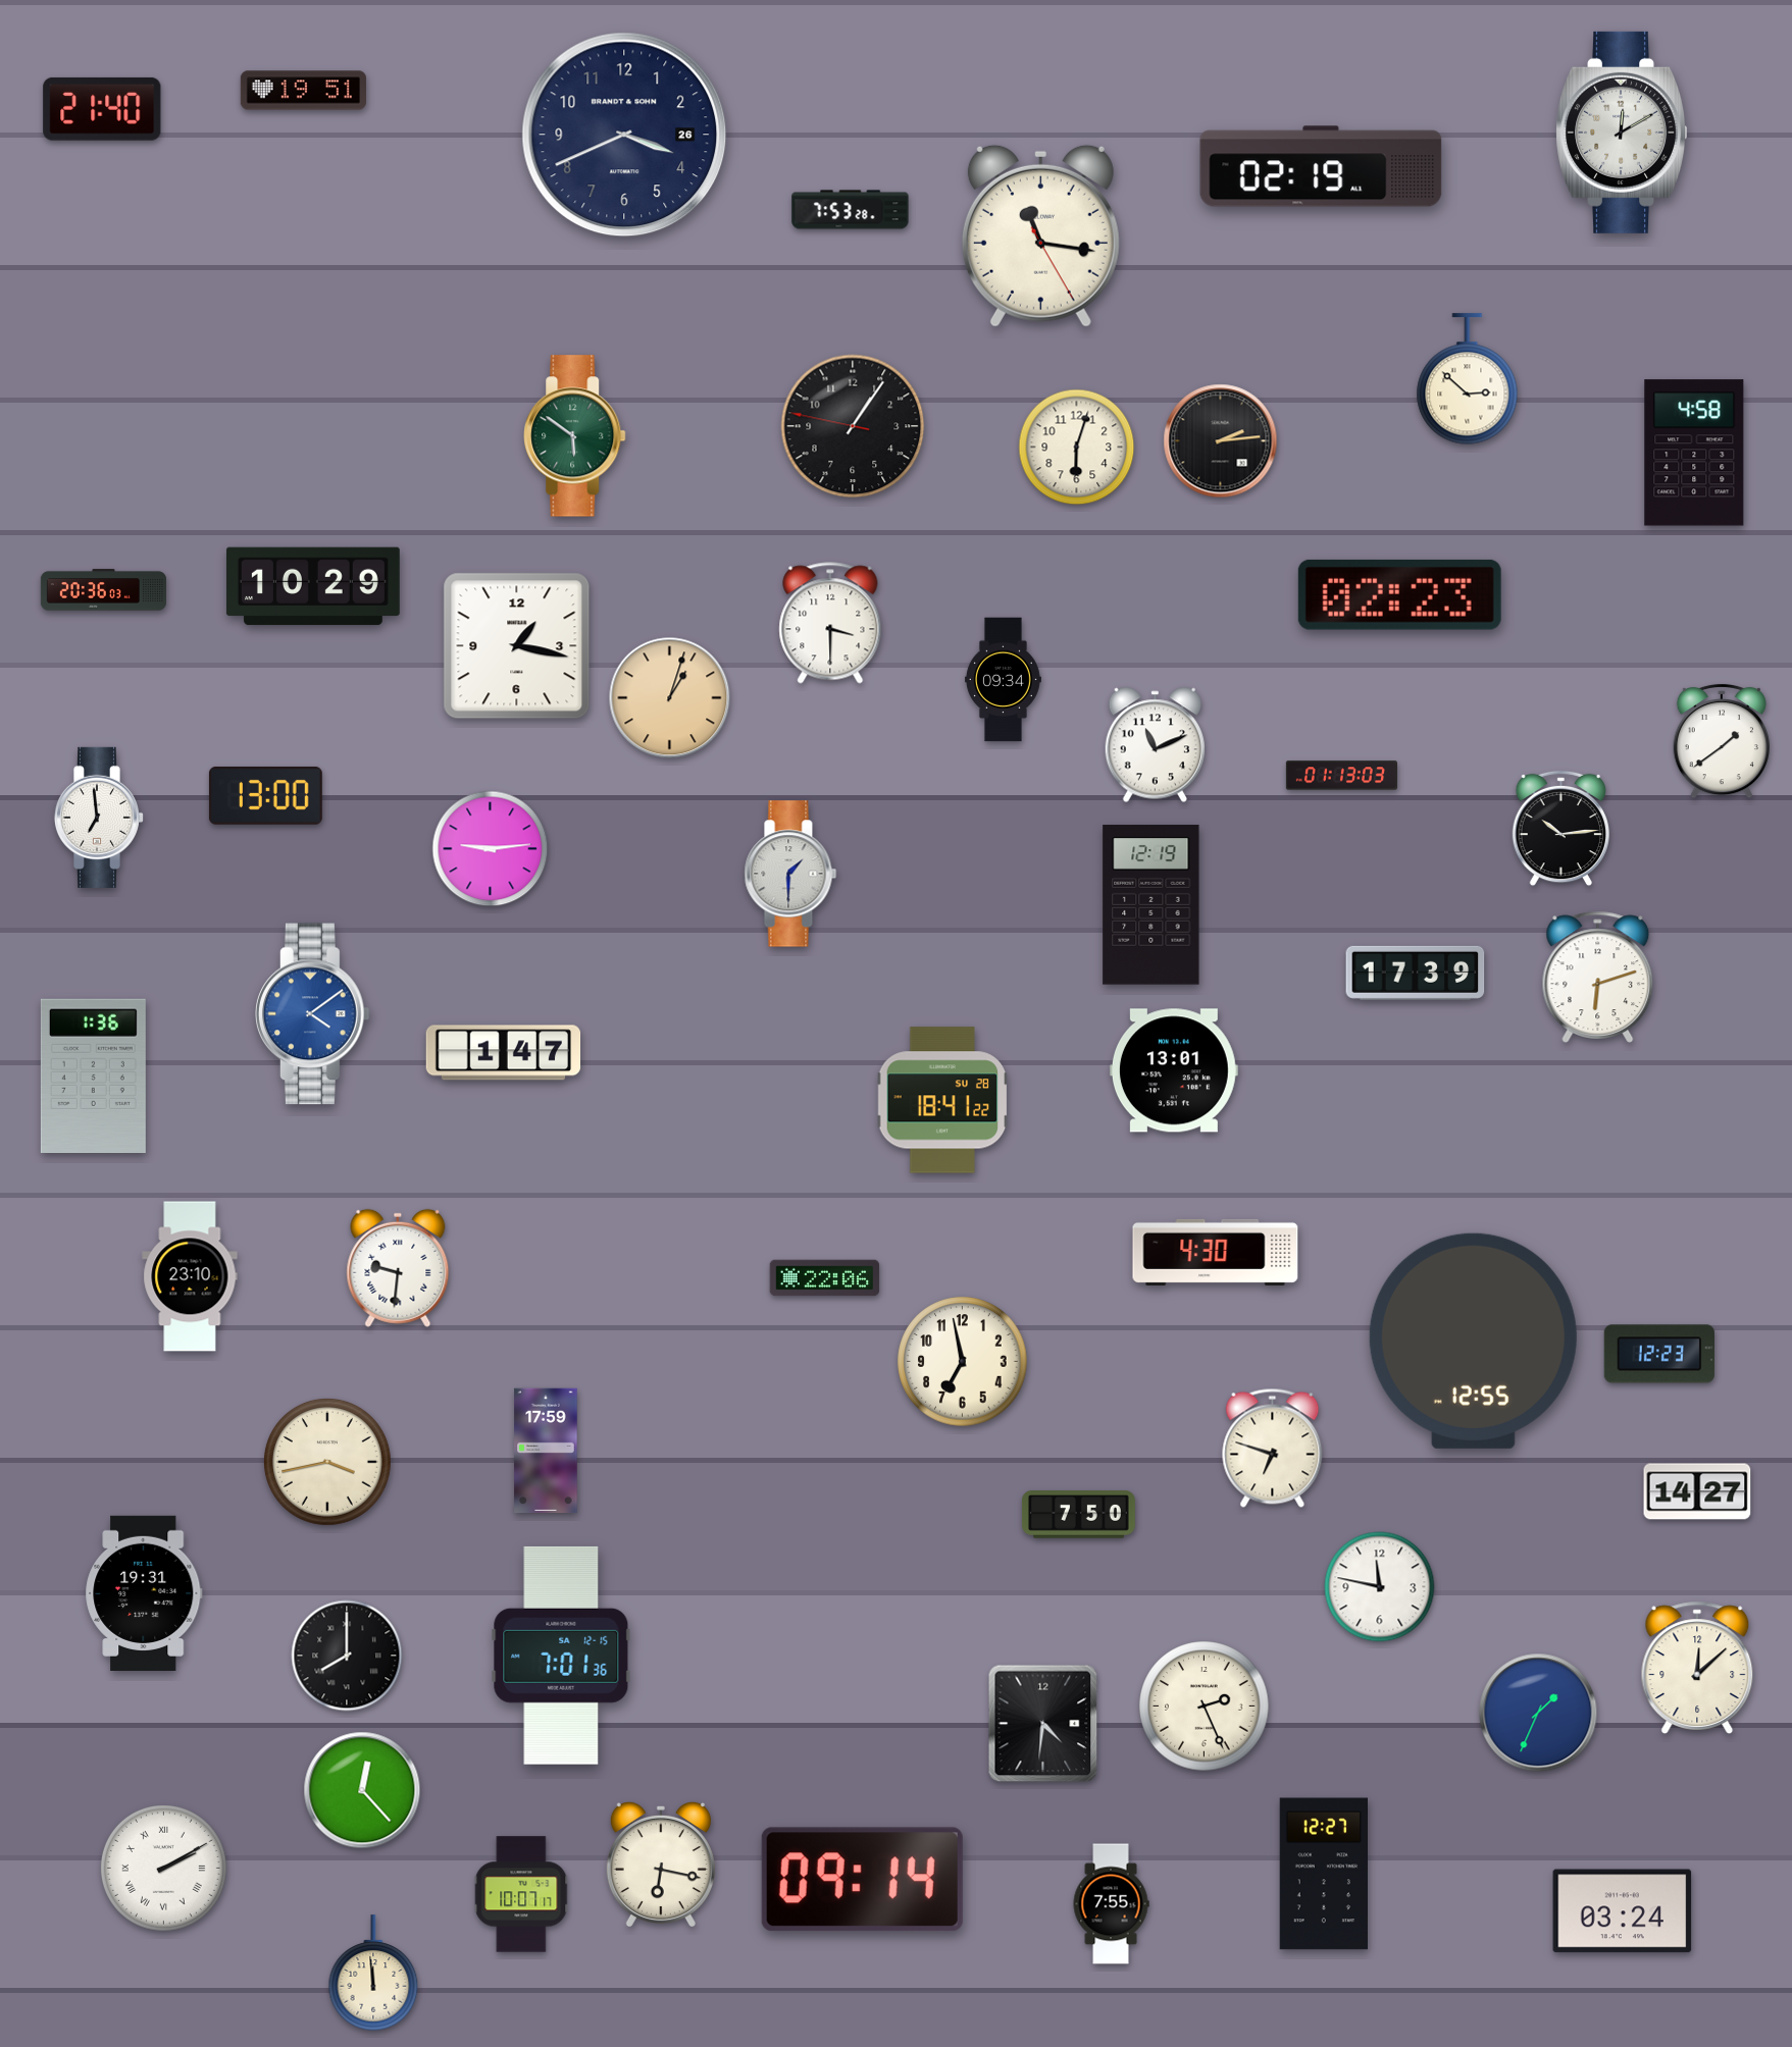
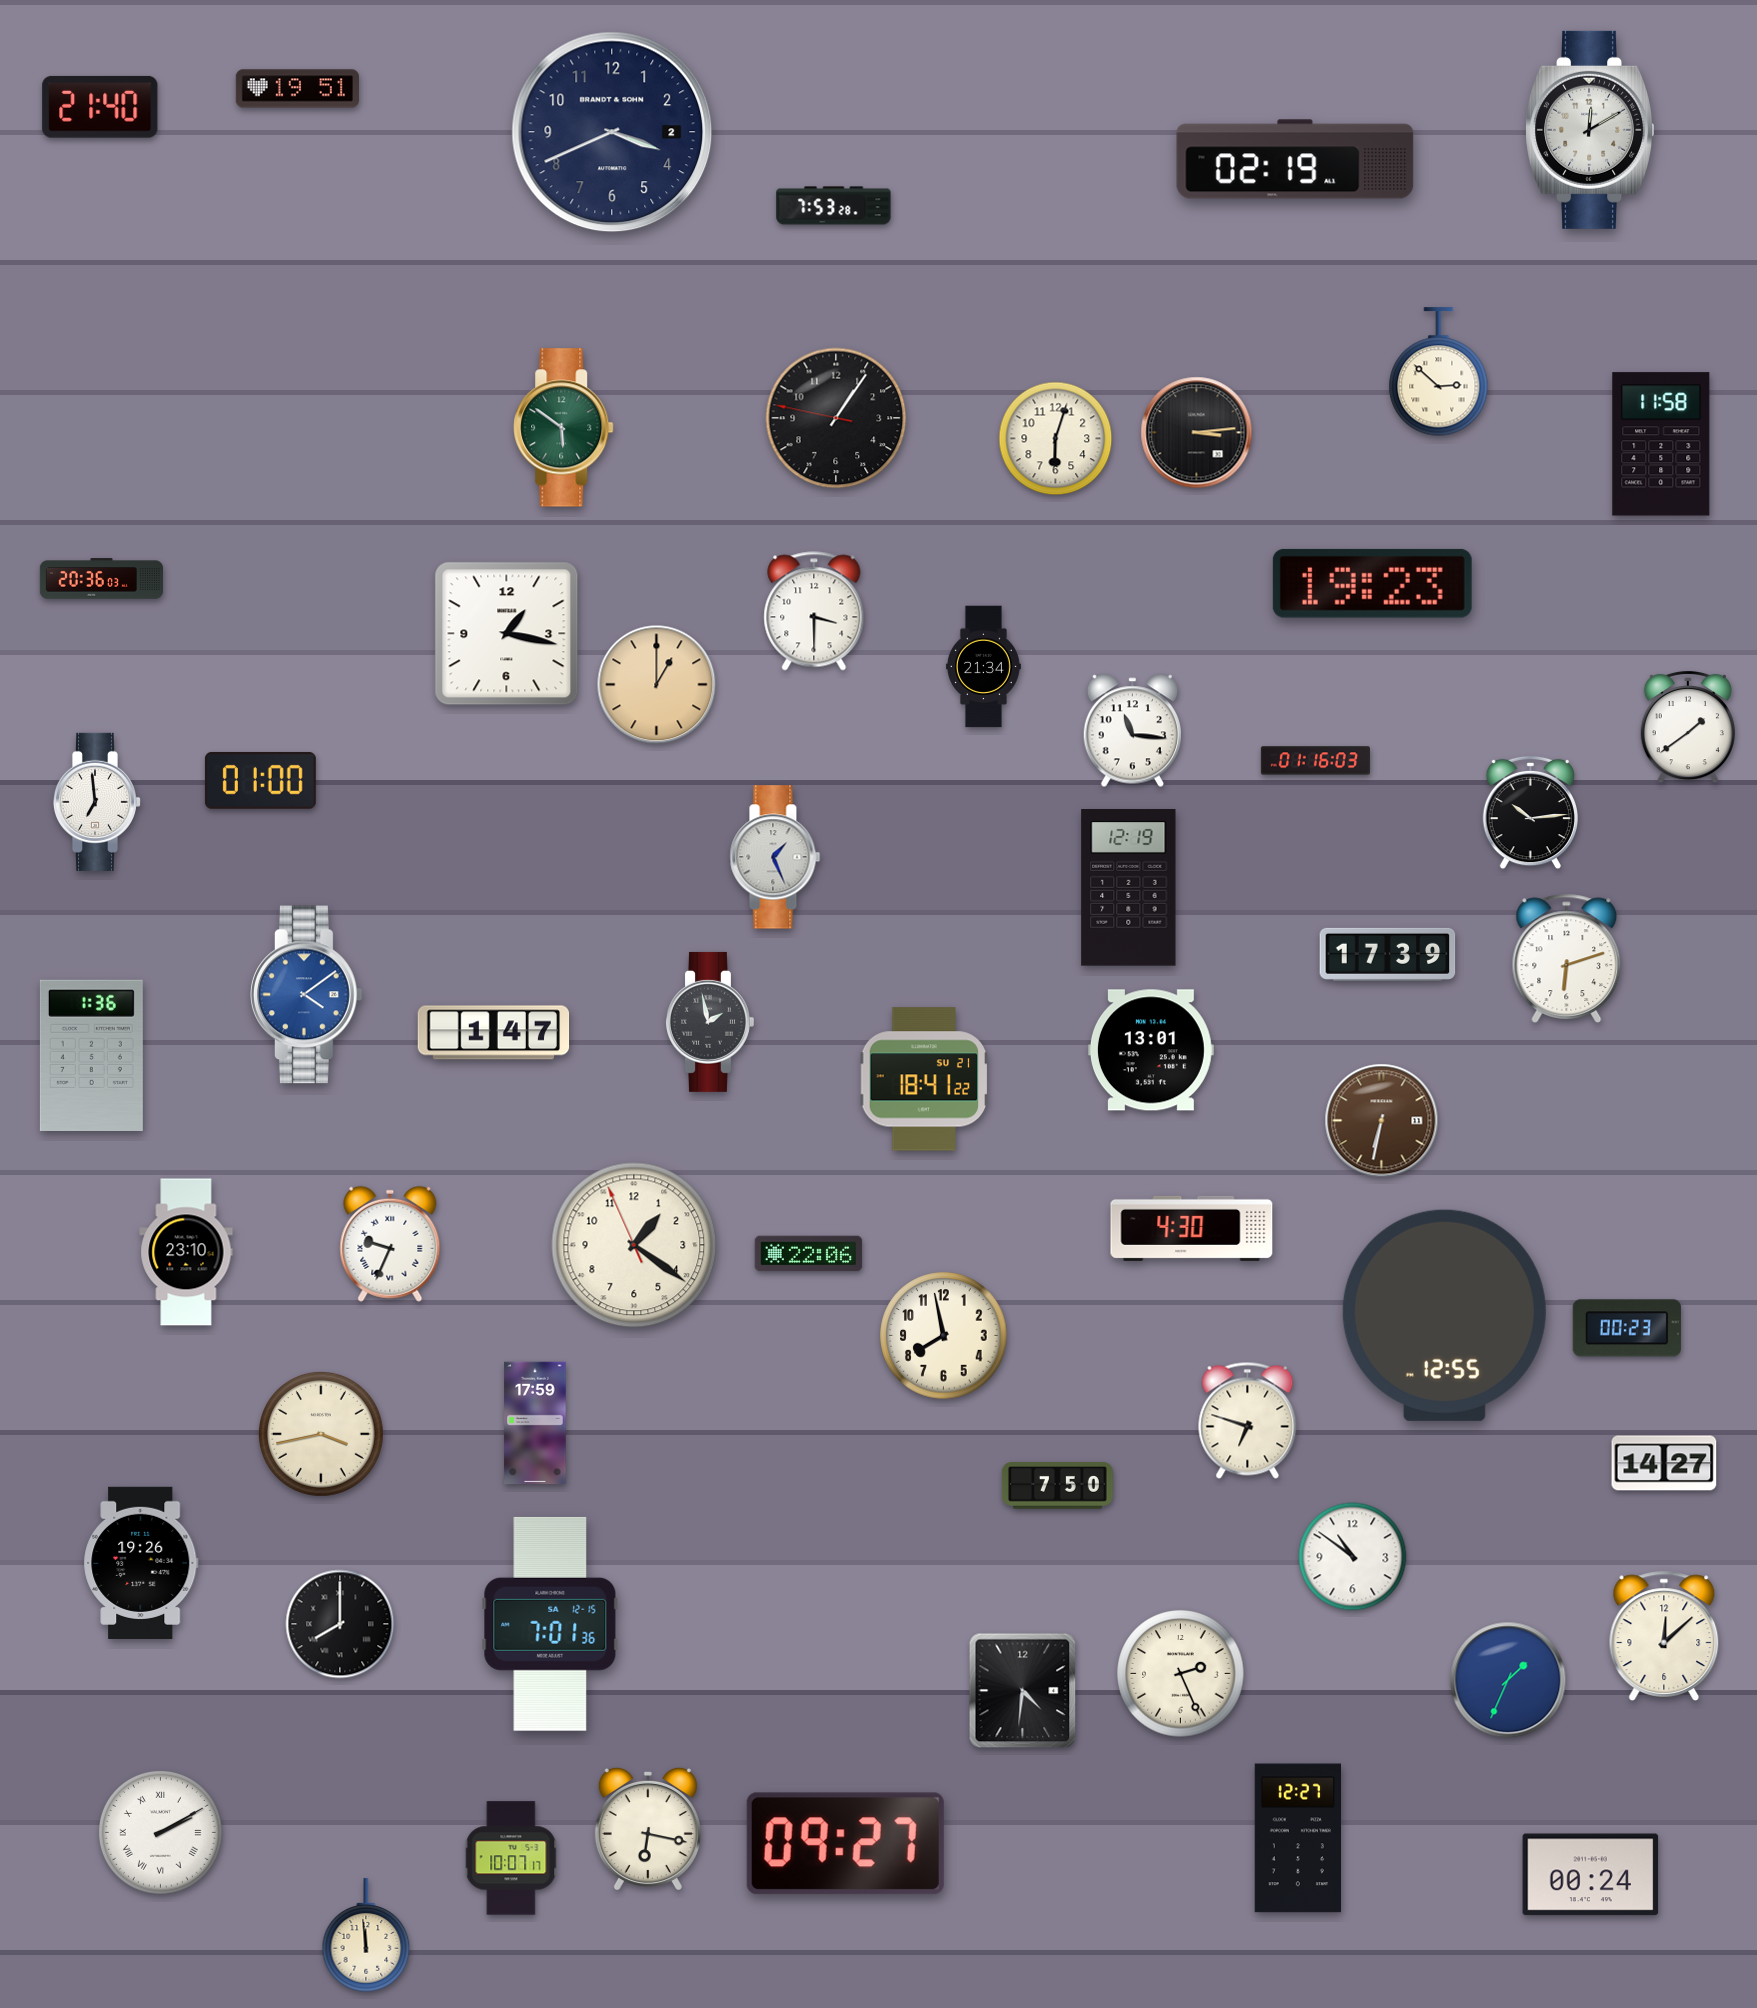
clock at (624, 135) date: 26 -> 2
clock at (1321, 166) position: (1321, 166) -> (1295, 159)
clock at (1040, 235): 11:16 -> none
clock at (1221, 441): 2:14 -> 3:14
clock at (1694, 453): 4:58 -> 11:58
clock at (313, 586): 10:29 -> none
clock at (1399, 594): 02:23 -> 19:23
clock at (1003, 680): 09:34 -> 21:34
clock at (670, 698): 1:03 -> 1:00
clock at (1155, 745): 11:11 -> 11:16
clock at (1341, 776): 01:13 -> 01:16
clock at (265, 795): 13:00 -> 01:00
clock at (491, 849): 9:14 -> none
clock at (790, 874): 1:30 -> 1:26
clock at (710, 1022): none -> 1:58
clock at (942, 1100) date: SU 28 -> SU 21
clock at (1382, 1121): none -> 6:32
clock at (398, 1268): 9:31 -> 9:34
clock at (634, 1245): none -> 1:20
clock at (1659, 1354): 12:23 -> 00:23
clock at (963, 1362): 6:58 -> 7:58
clock at (1380, 1587): 11:47 -> 10:51
clock at (144, 1593): 19:31 -> 19:26
clock at (362, 1790): 12:23 -> none
clock at (862, 1880): 09:14 -> 09:27
clock at (1111, 1904): 7:55 -> none
clock at (1623, 1911): 03:24 -> 00:24
